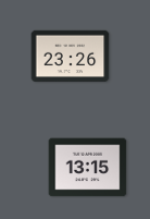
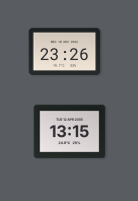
clock at (88, 168) position: (88, 168) -> (70, 132)
